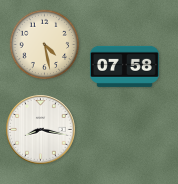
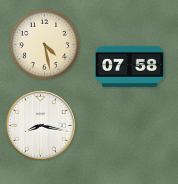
clock at (124, 66) position: (124, 66) -> (129, 66)
clock at (41, 130) position: (41, 130) -> (41, 126)
